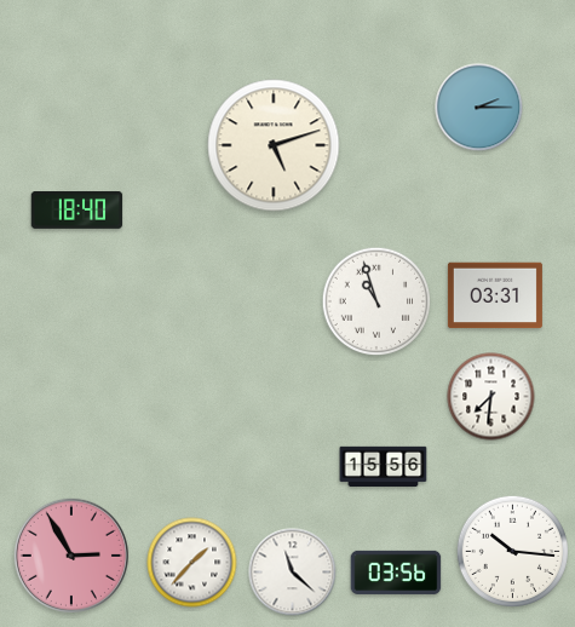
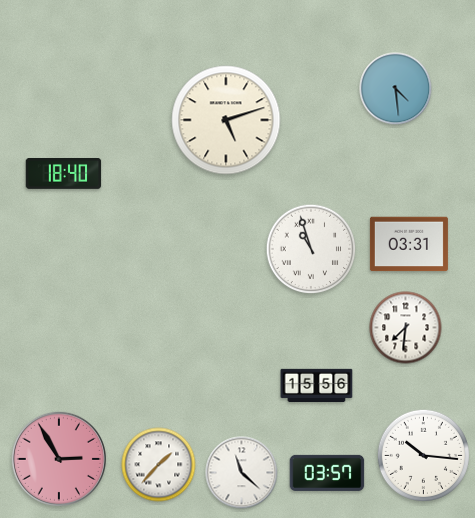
clock at (479, 108): 2:15 -> 4:29
clock at (396, 573): 03:56 -> 03:57
